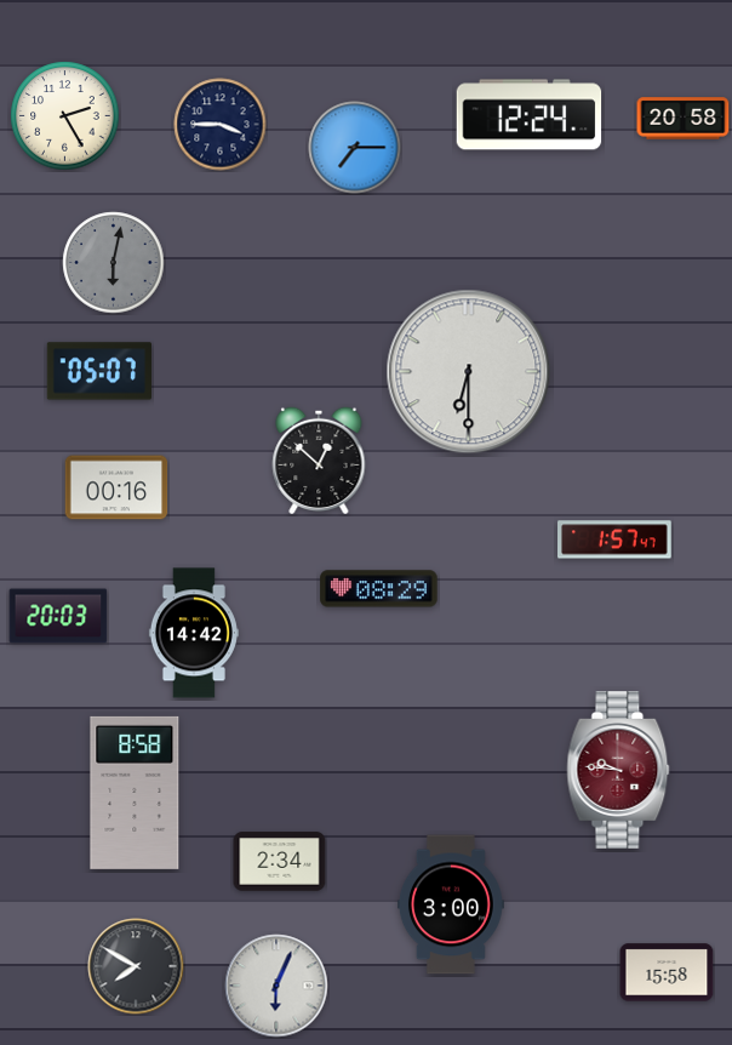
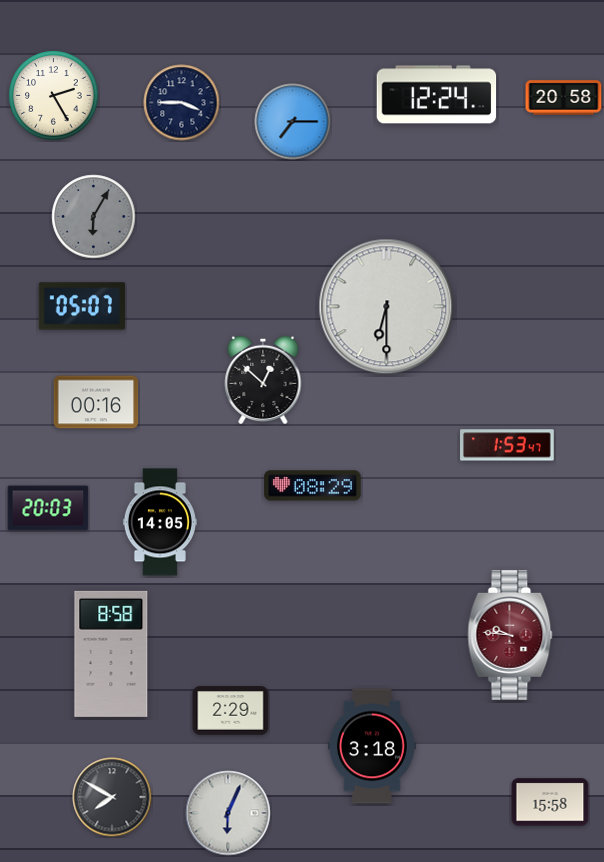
clock at (114, 263): 6:02 -> 6:05
clock at (616, 539): 1:57 -> 1:53
clock at (194, 633): 14:42 -> 14:05
clock at (280, 862): 2:34 -> 2:29
clock at (451, 904): 3:00 -> 3:18
